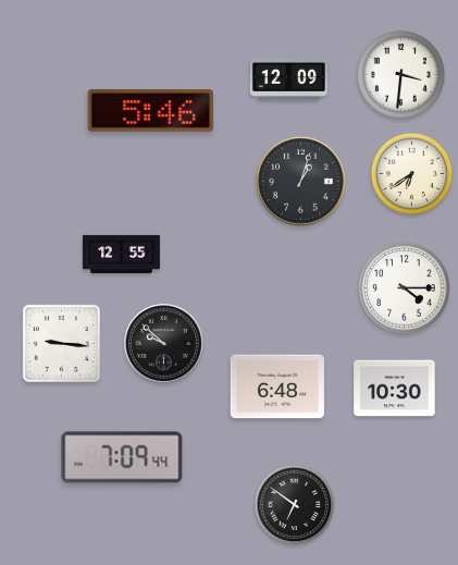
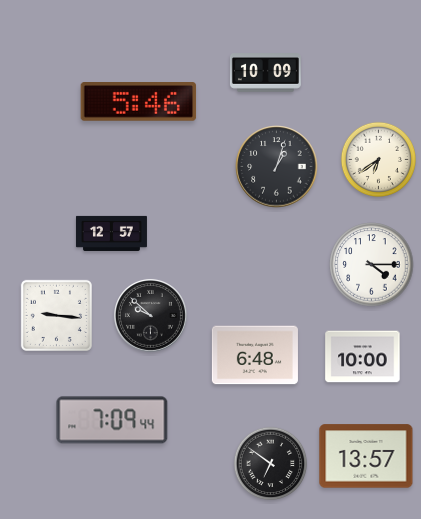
clock at (401, 75): 3:31 -> none
clock at (288, 79): 12:09 -> 10:09
clock at (121, 254): 12:55 -> 12:57
clock at (395, 389): 10:30 -> 10:00
clock at (366, 456): none -> 13:57
